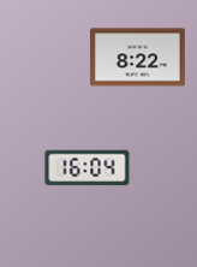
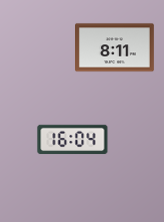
clock at (138, 58): 8:22 -> 8:11
